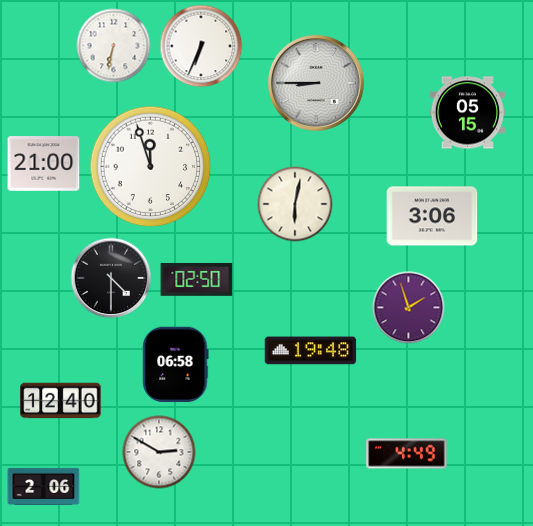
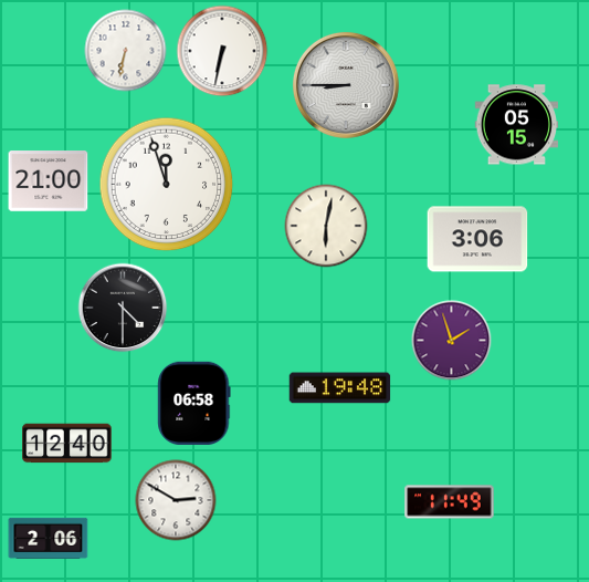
clock at (201, 46): 6:34 -> 6:32
clock at (316, 83) position: (316, 83) -> (346, 85)
clock at (197, 279): 02:50 -> none
clock at (311, 351) position: (311, 351) -> (340, 388)
clock at (407, 454): 4:49 -> 11:49
